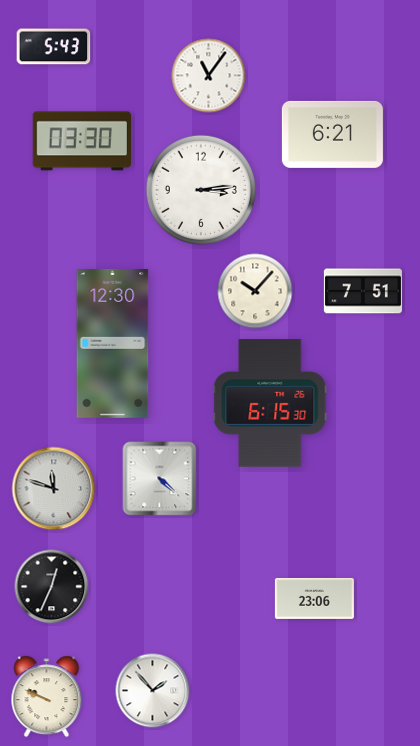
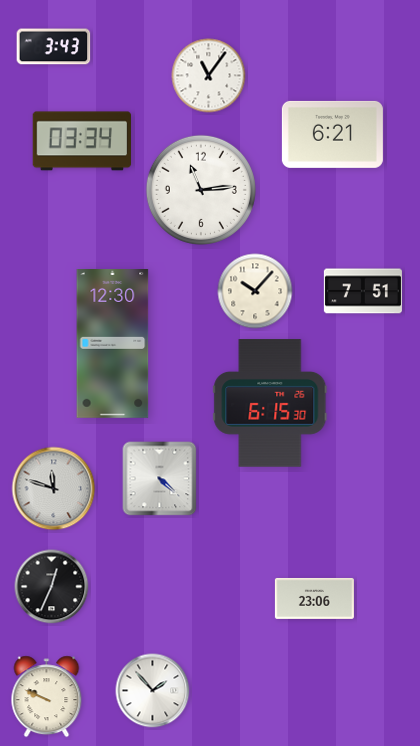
clock at (54, 47): 5:43 -> 3:43
clock at (81, 141): 03:30 -> 03:34
clock at (201, 190): 3:14 -> 11:14
